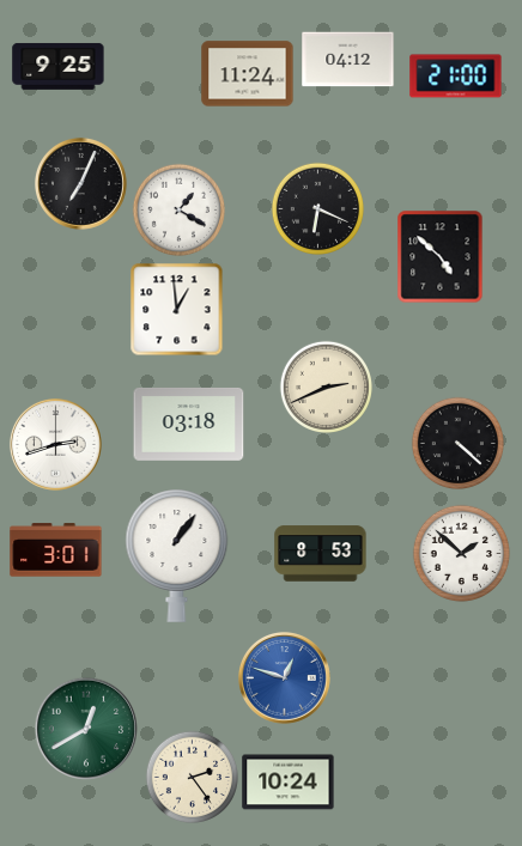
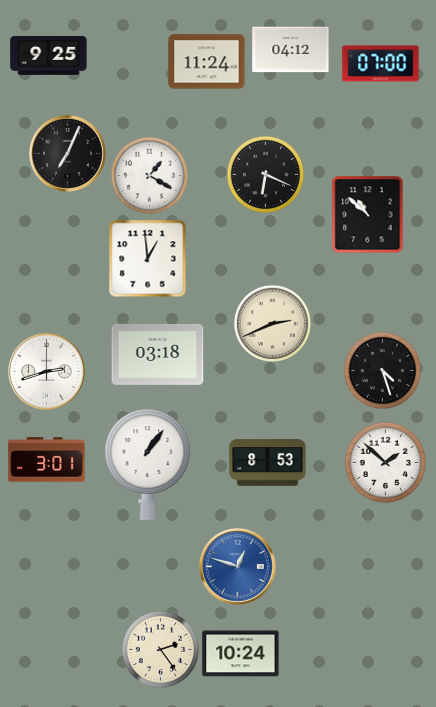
clock at (456, 77): 21:00 -> 07:00
clock at (441, 256): 4:52 -> 10:52
clock at (457, 443): 4:22 -> 4:27
clock at (85, 728): 12:40 -> none
